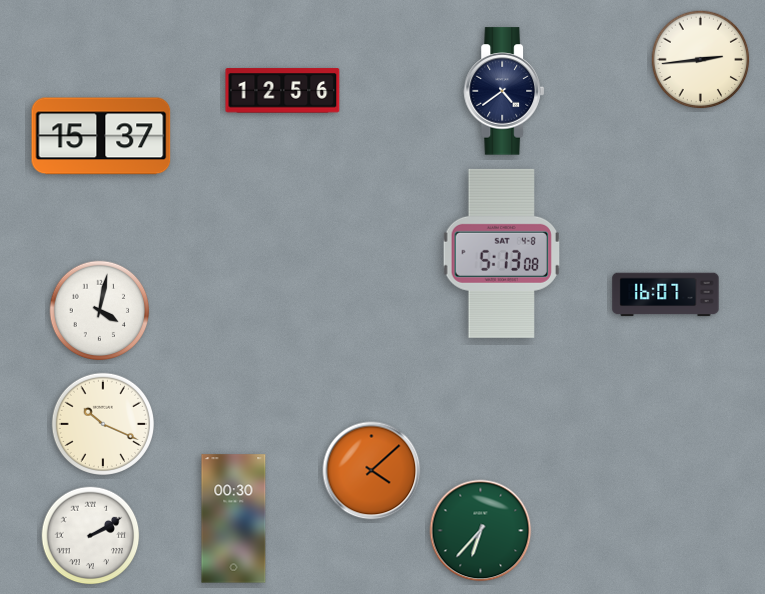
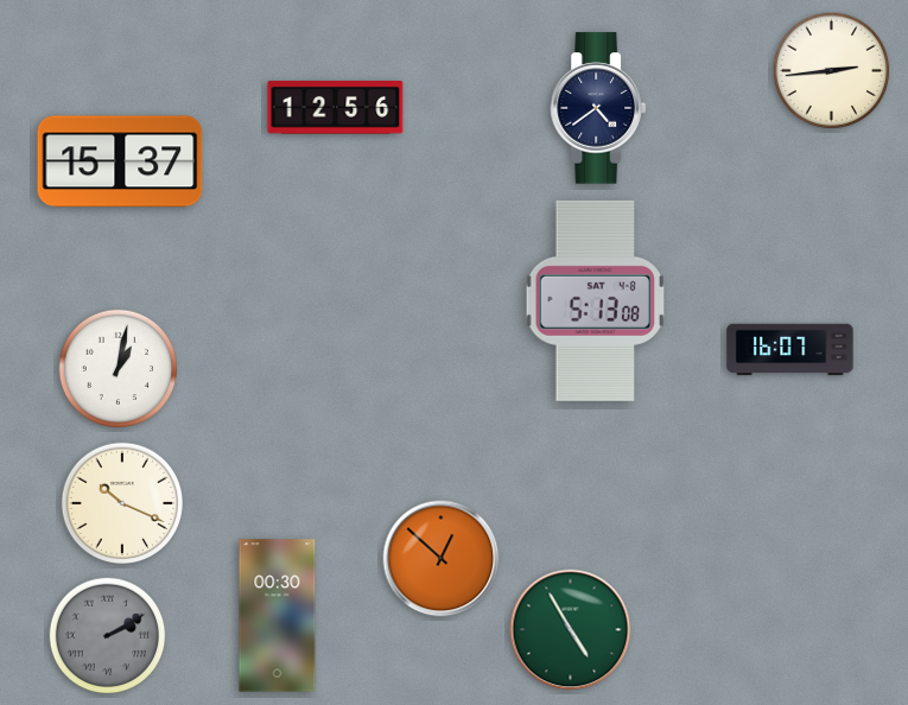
clock at (100, 311): 4:02 -> 1:02
clock at (372, 471): 4:08 -> 12:52
clock at (481, 531): 6:37 -> 4:55
clock at (91, 536) dial: white -> grey
